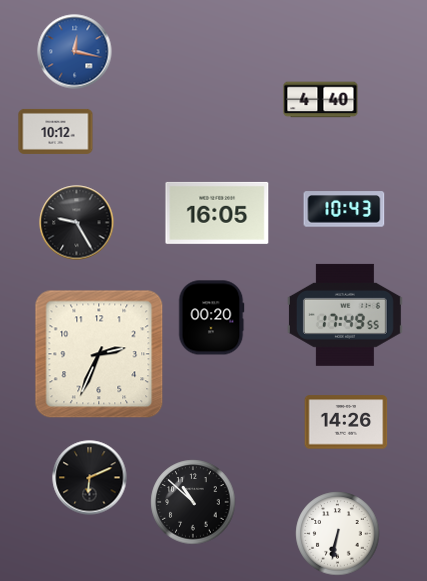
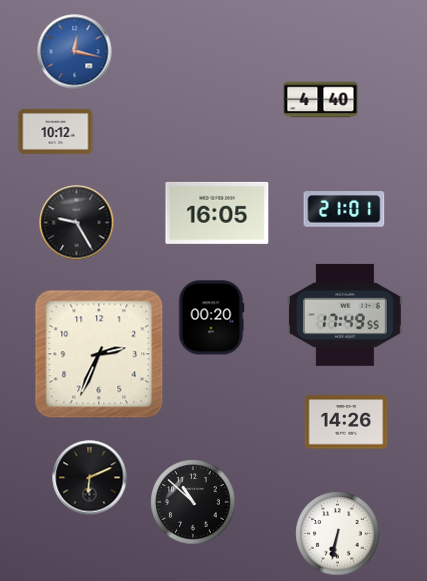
clock at (344, 209): 10:43 -> 21:01
